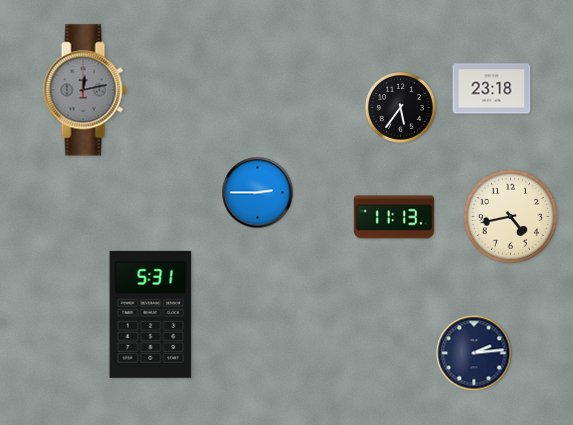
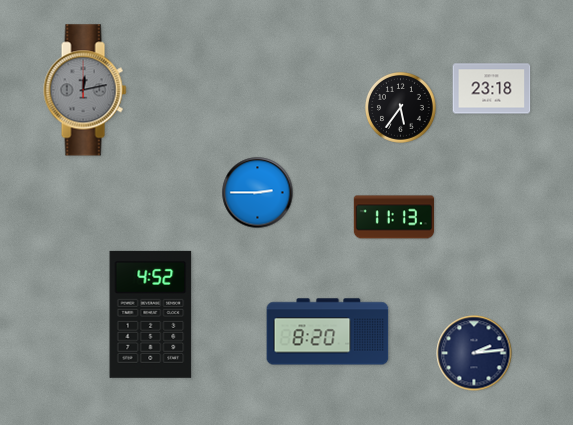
clock at (510, 216): 4:43 -> none
clock at (151, 314): 5:31 -> 4:52
clock at (328, 332): none -> 8:20
